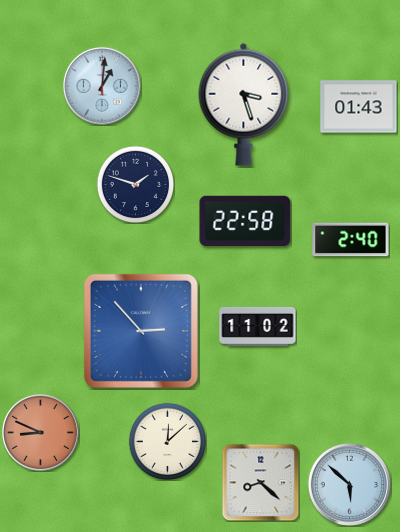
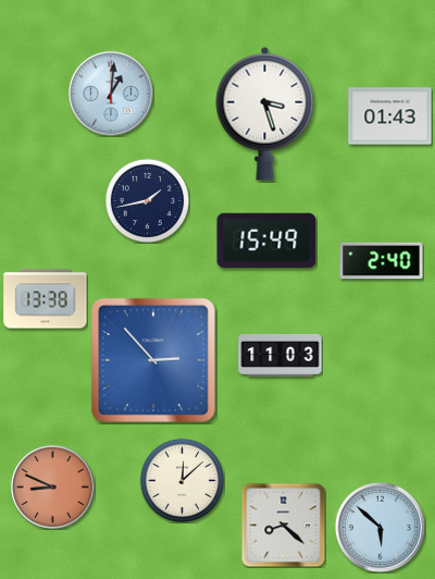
clock at (135, 184): 1:48 -> 1:43
clock at (245, 220): 22:58 -> 15:49
clock at (46, 299): none -> 13:38
clock at (258, 326): 11:02 -> 11:03
clock at (40, 432) position: (40, 432) -> (52, 486)
